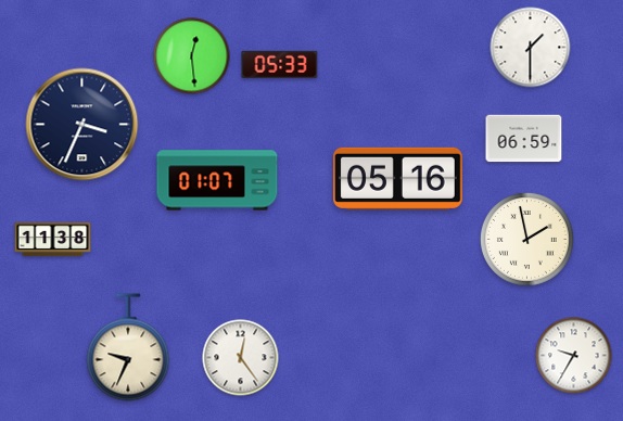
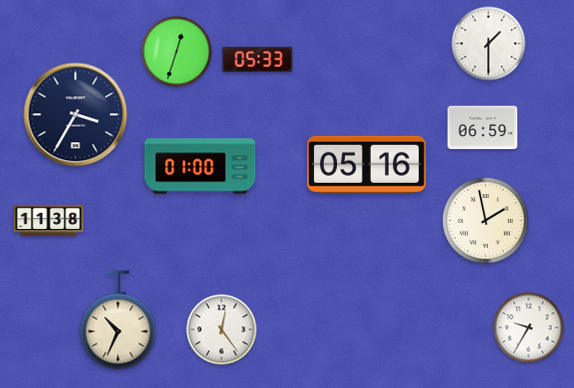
clock at (192, 56): 12:29 -> 12:33
clock at (82, 125): 3:34 -> 3:35
clock at (217, 180): 01:07 -> 01:00
clock at (128, 347): 9:34 -> 10:34
